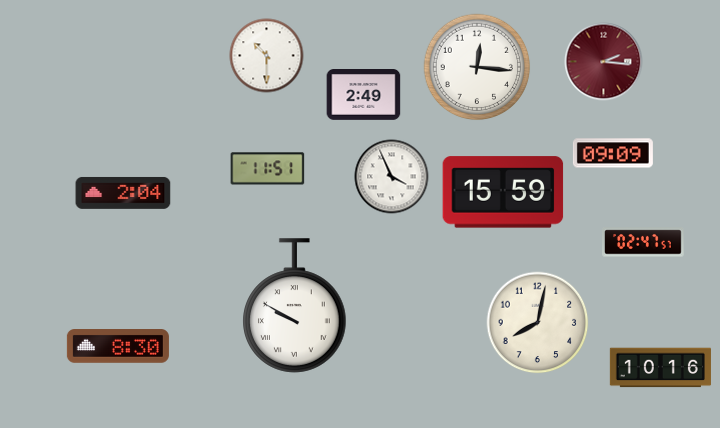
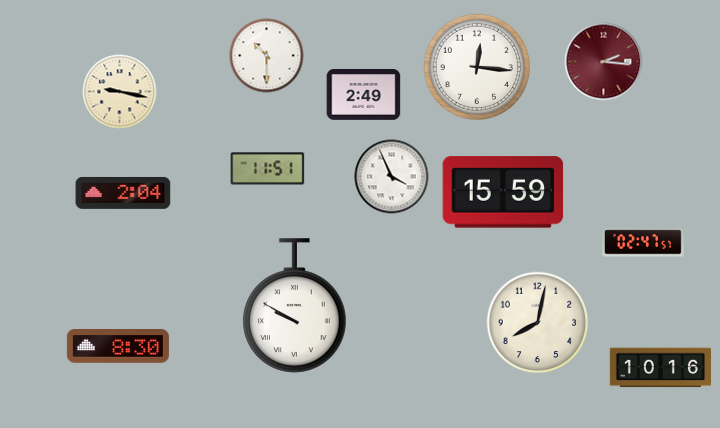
clock at (120, 92): none -> 9:17
clock at (613, 153): 09:09 -> none
